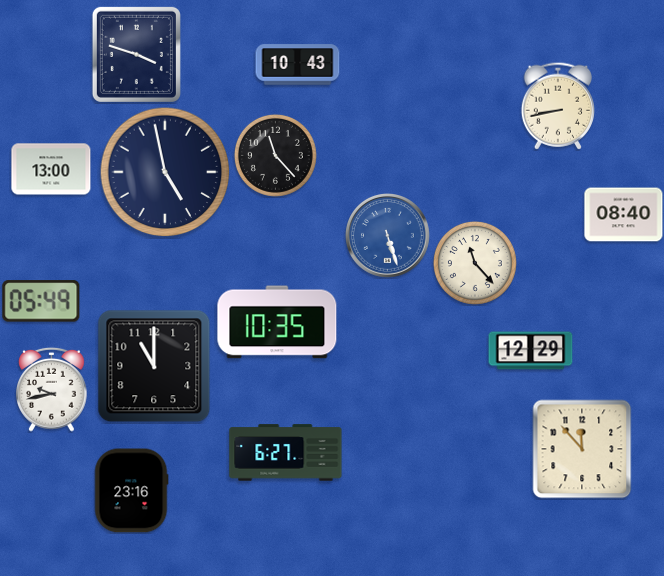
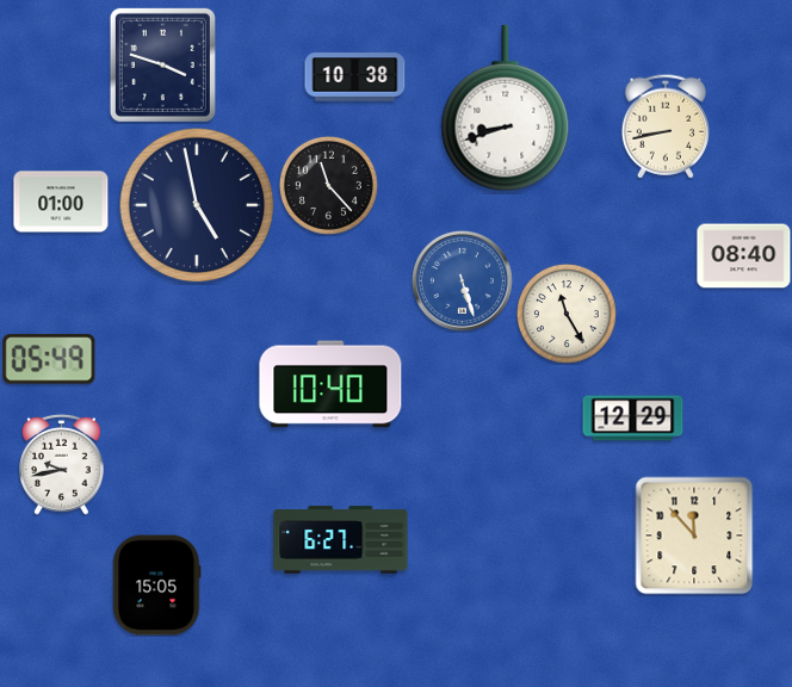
clock at (298, 65): 10:43 -> 10:38
clock at (506, 109): none -> 8:42
clock at (51, 169): 13:00 -> 01:00
clock at (475, 263): 11:23 -> 11:25
clock at (277, 322): 10:35 -> 10:40
clock at (154, 366): 11:00 -> none
clock at (131, 491): 23:16 -> 15:05
